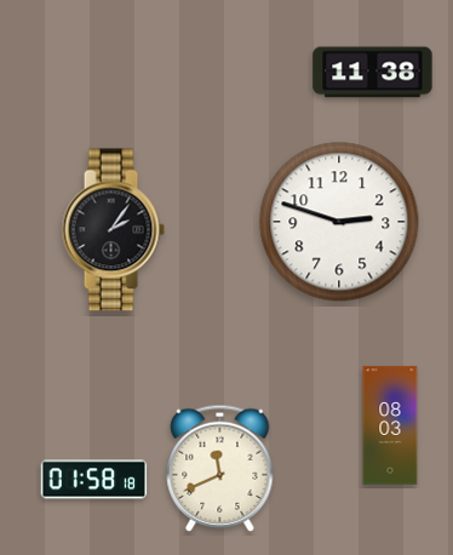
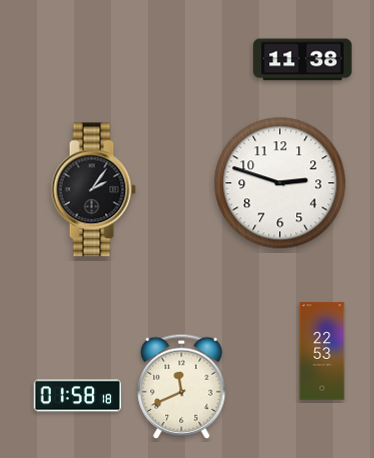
clock at (373, 73) position: (373, 73) -> (303, 60)
clock at (390, 425): 08:03 -> 22:53
